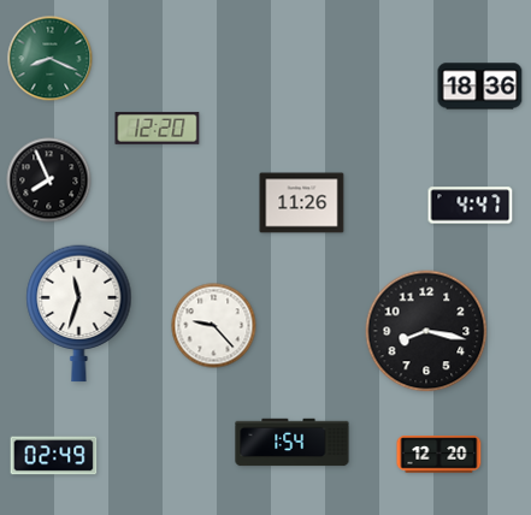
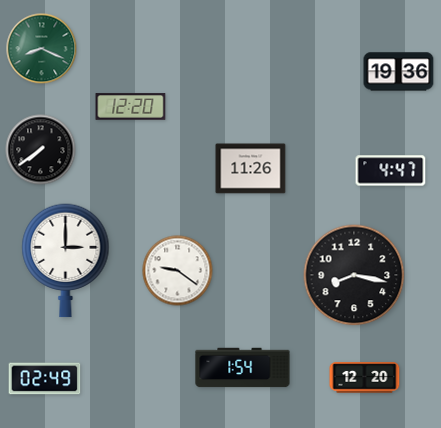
clock at (480, 87): 18:36 -> 19:36
clock at (49, 180): 7:56 -> 7:39
clock at (79, 314): 11:33 -> 3:00
clock at (214, 326): 9:23 -> 9:21
